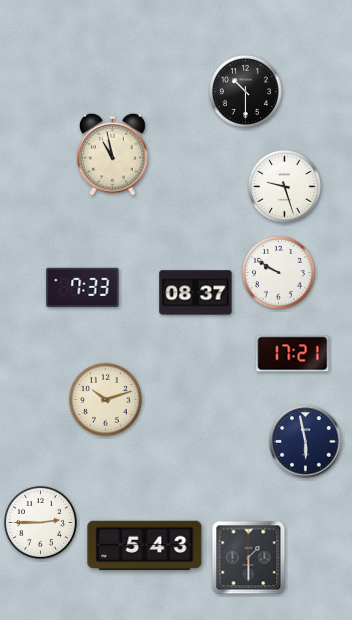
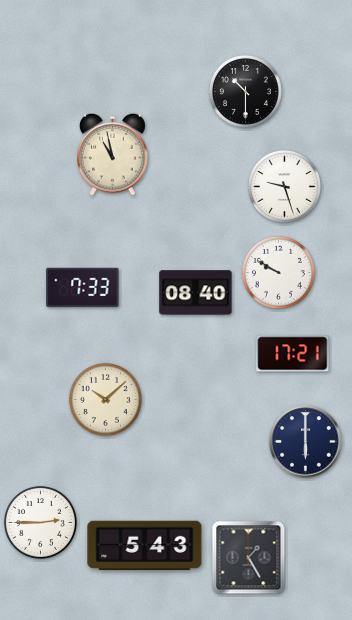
clock at (196, 293): 08:37 -> 08:40
clock at (105, 399): 10:12 -> 10:08
clock at (306, 442): 5:58 -> 6:00
clock at (249, 558): 1:30 -> 1:25
